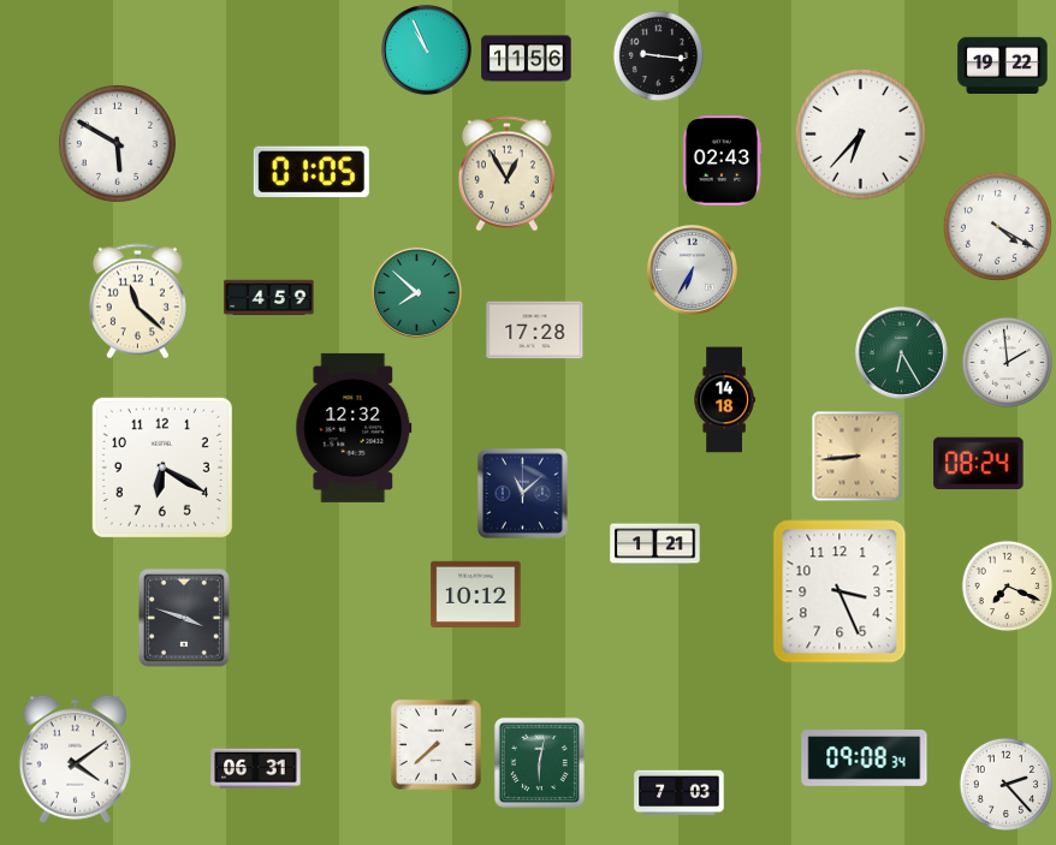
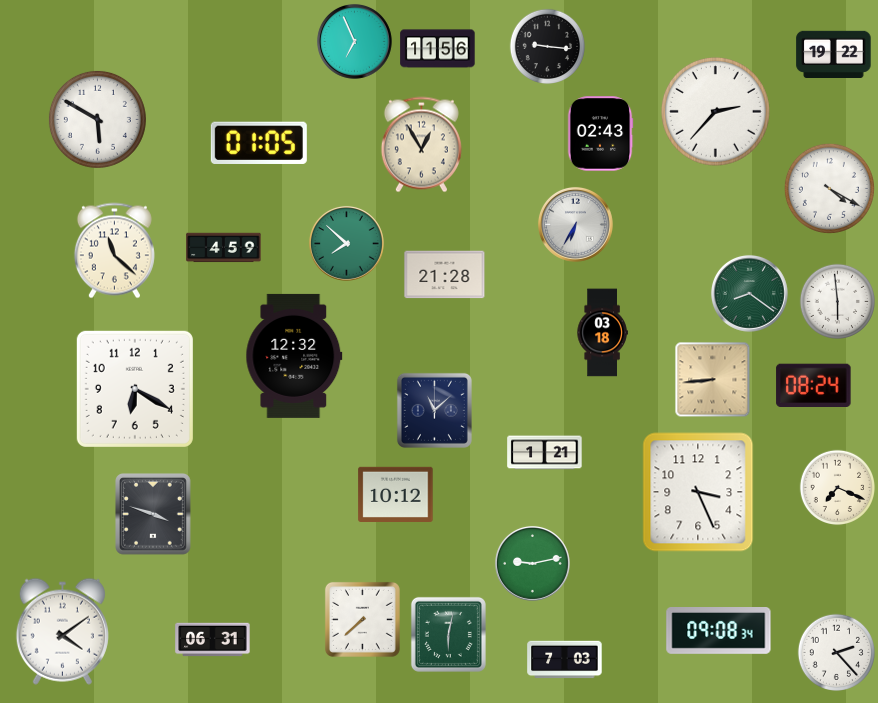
clock at (426, 49): 10:56 -> 6:56
clock at (860, 133): 6:37 -> 2:37
clock at (535, 331): 17:28 -> 21:28
clock at (901, 352): 6:25 -> 8:21
clock at (1008, 363): 1:59 -> 5:59
clock at (724, 400): 14:18 -> 03:18
clock at (532, 563): none -> 9:13
